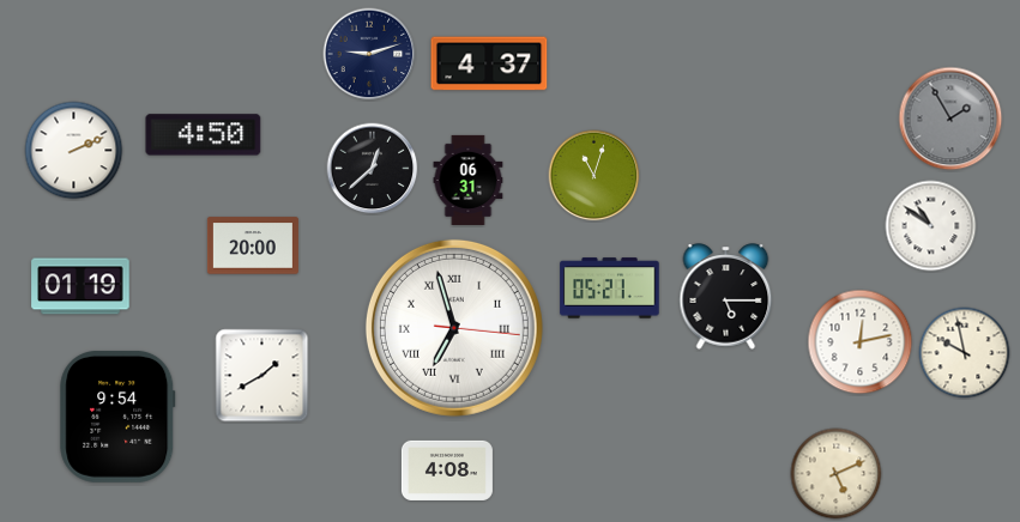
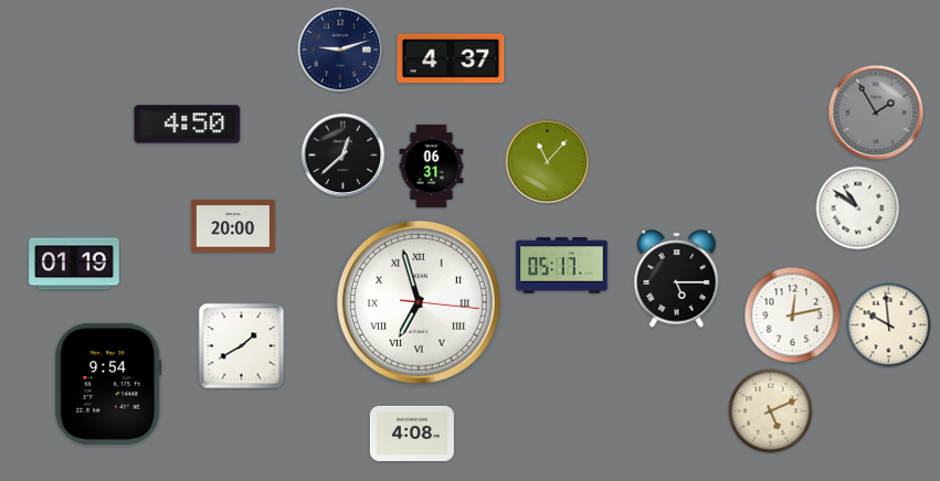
clock at (950, 119) position: (950, 119) -> (876, 113)
clock at (74, 151): 2:11 -> none
clock at (595, 176): 11:03 -> 11:07
clock at (610, 289): 05:21 -> 05:17
clock at (726, 297) position: (726, 297) -> (677, 279)
clock at (965, 353): 9:58 -> 9:59
clock at (837, 474) position: (837, 474) -> (771, 411)
